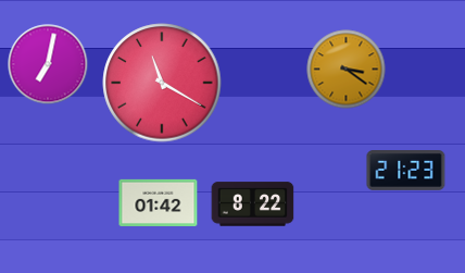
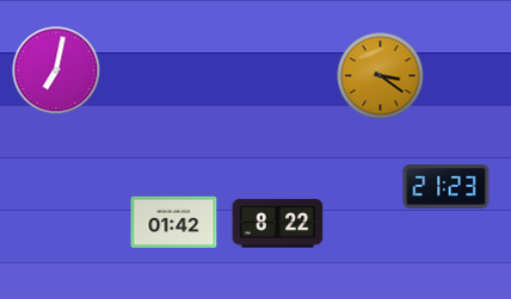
clock at (48, 64) position: (48, 64) -> (56, 70)
clock at (162, 83): 11:20 -> none
